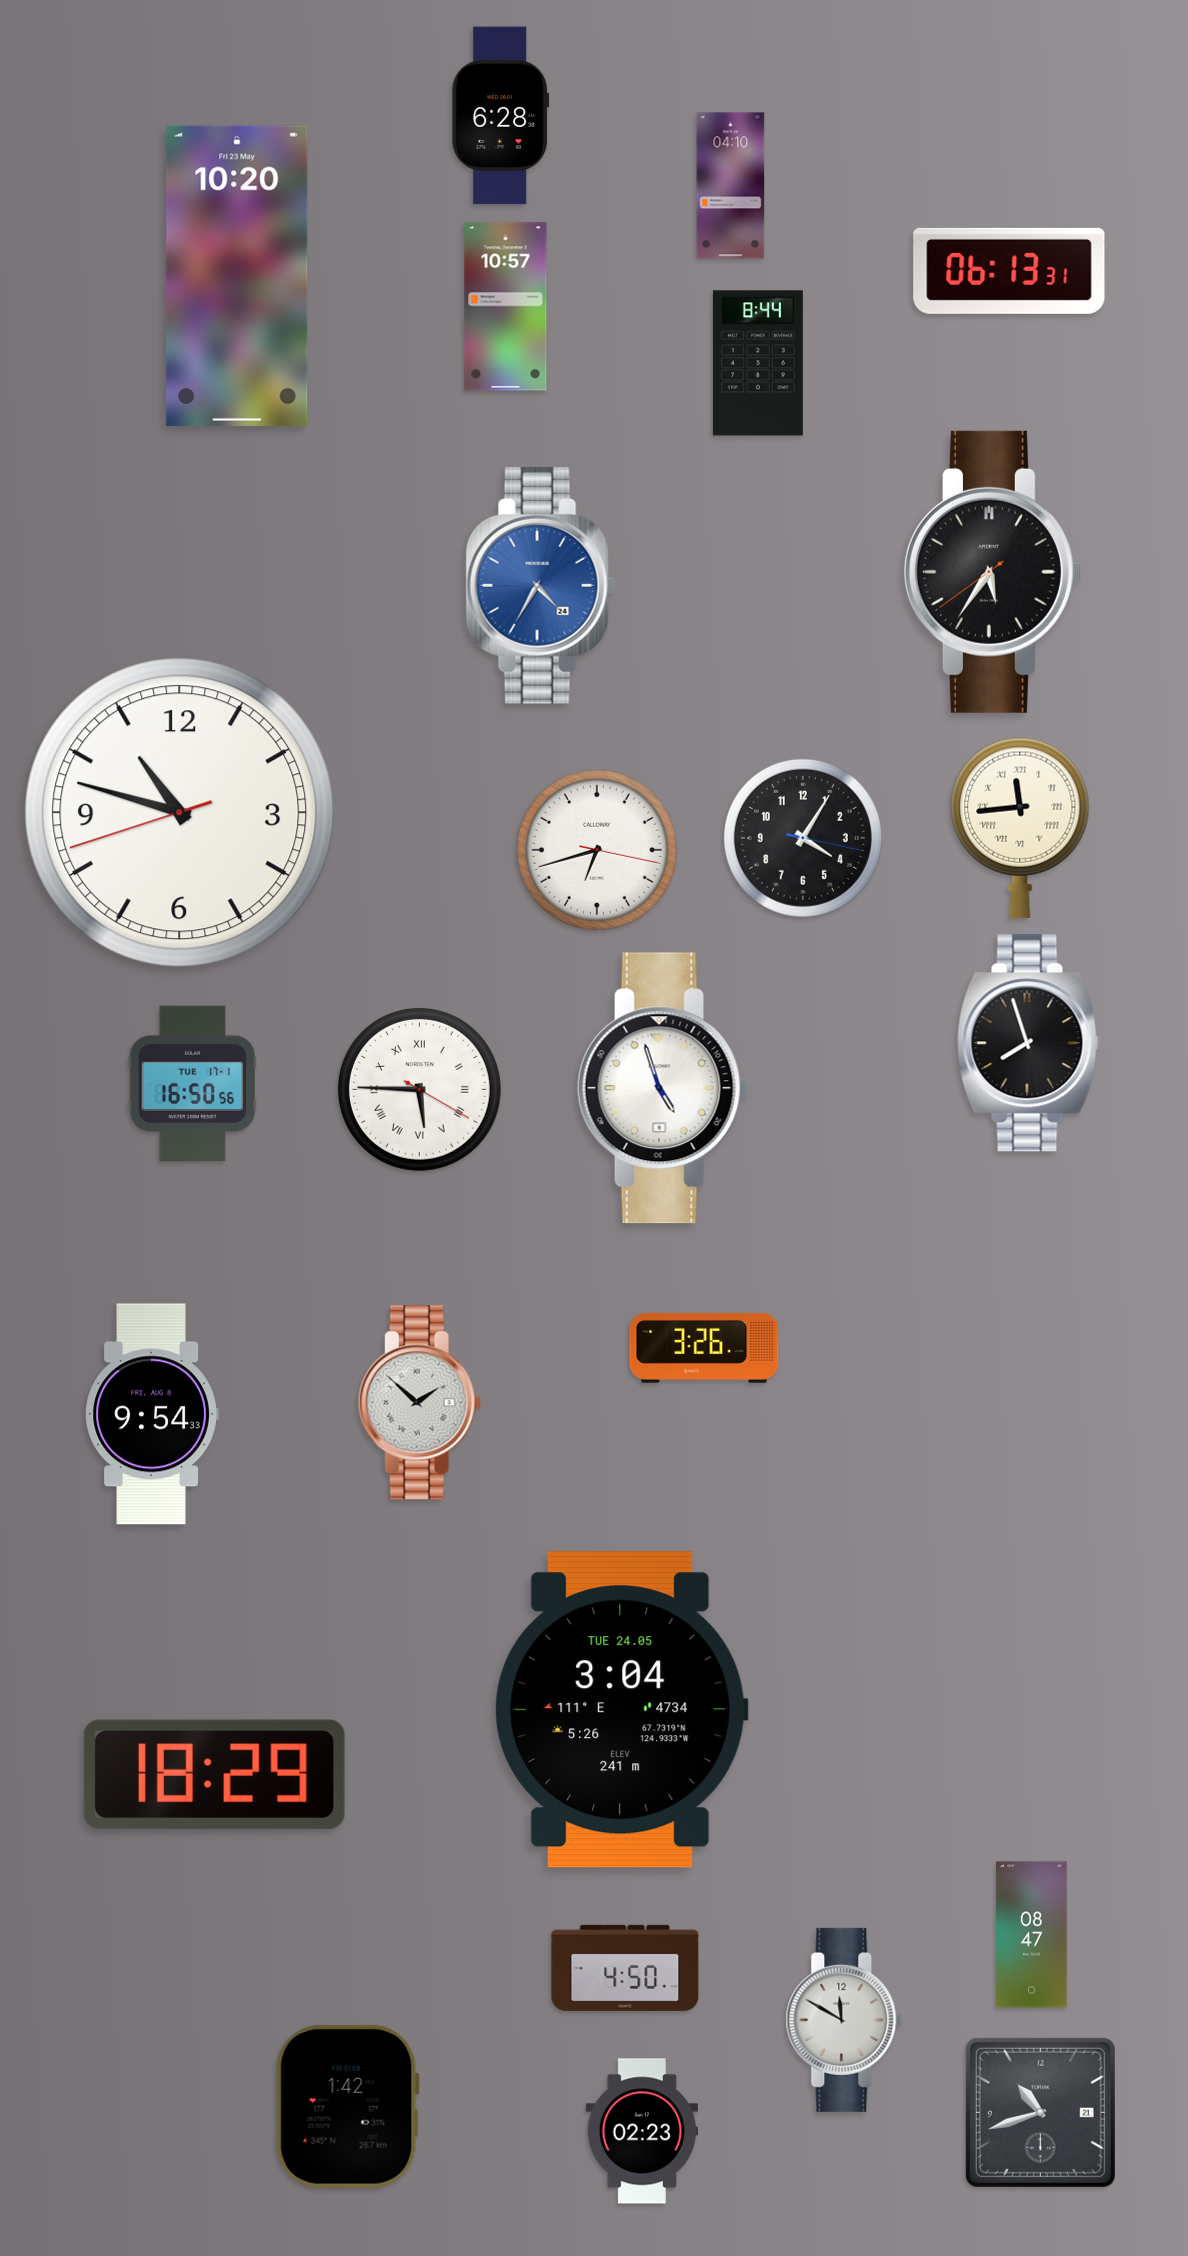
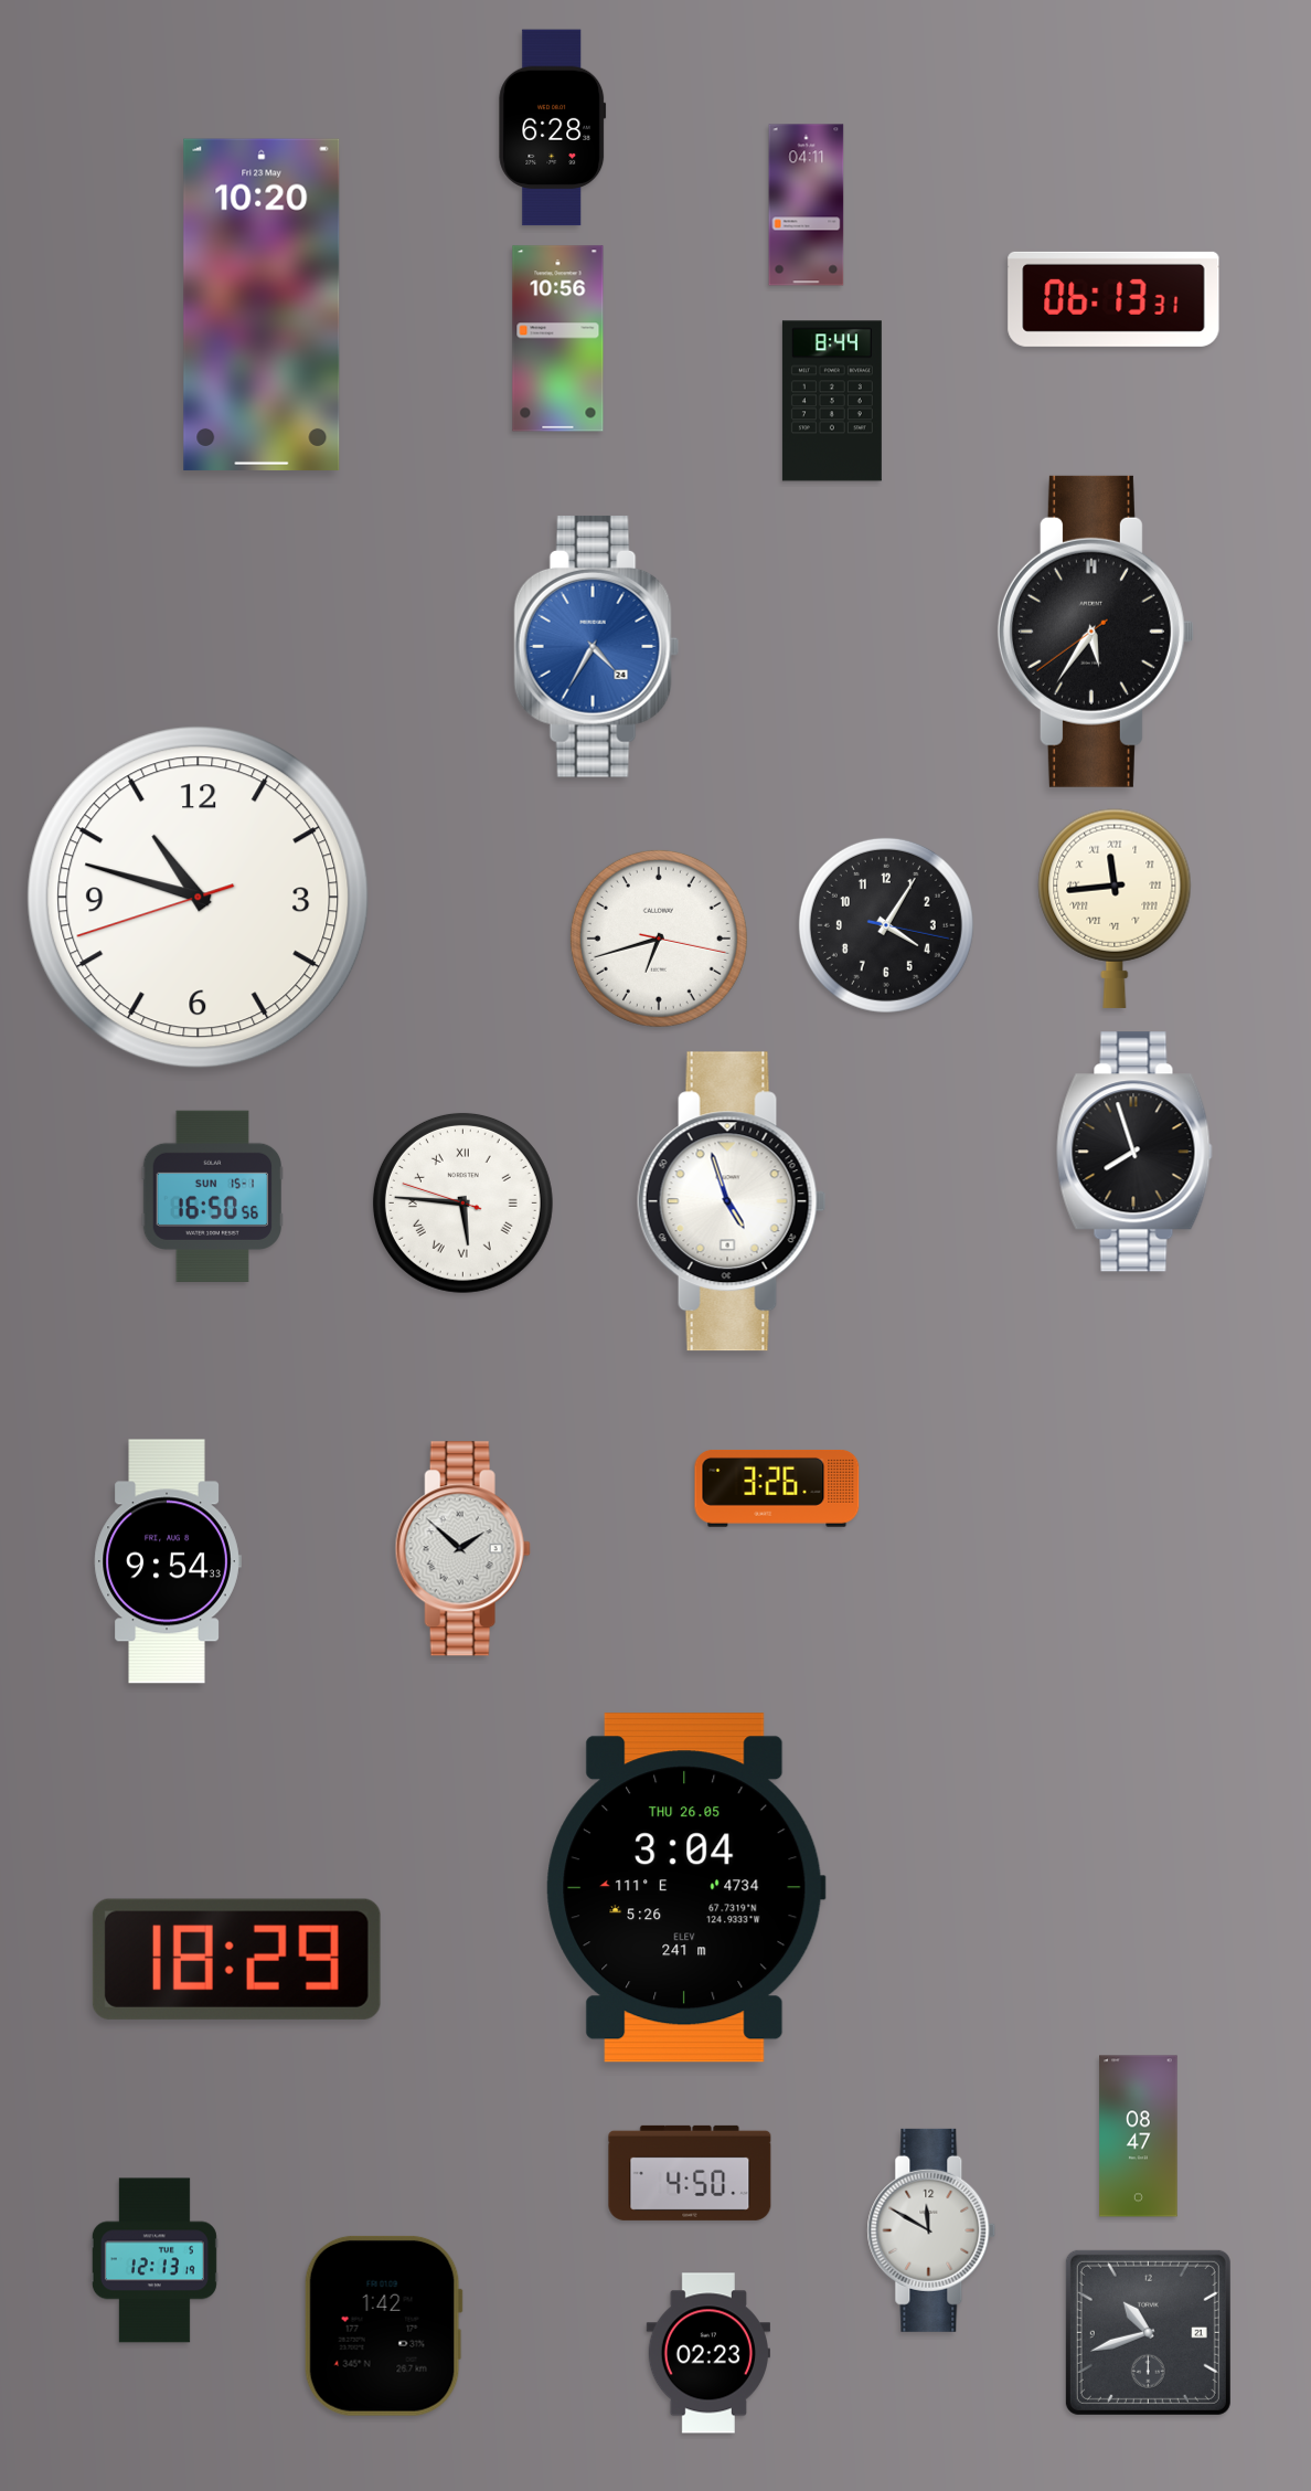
clock at (731, 186): 04:10 -> 04:11
clock at (506, 307): 10:57 -> 10:56
clock at (758, 363) position: (758, 363) -> (832, 401)
clock at (1020, 828) position: (1020, 828) -> (1115, 909)
clock at (192, 1083) date: TUE 17-1 -> SUN 15-1
clock at (419, 1089): 5:45:20 -> 5:45:48
clock at (621, 1710) date: TUE 24.05 -> THU 26.05
clock at (154, 2260): none -> 12:13
